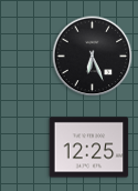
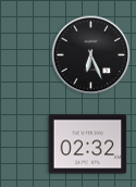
clock at (89, 148): 12:25 -> 02:32
